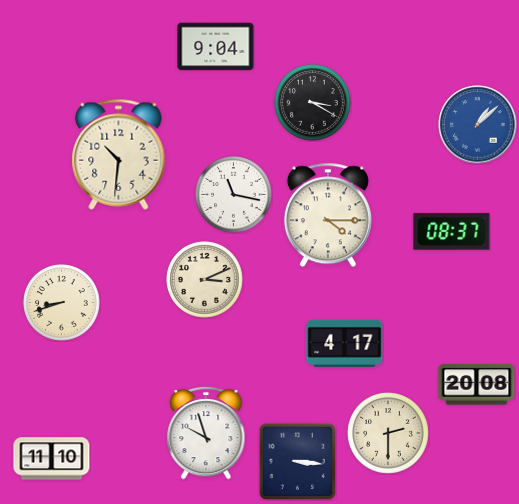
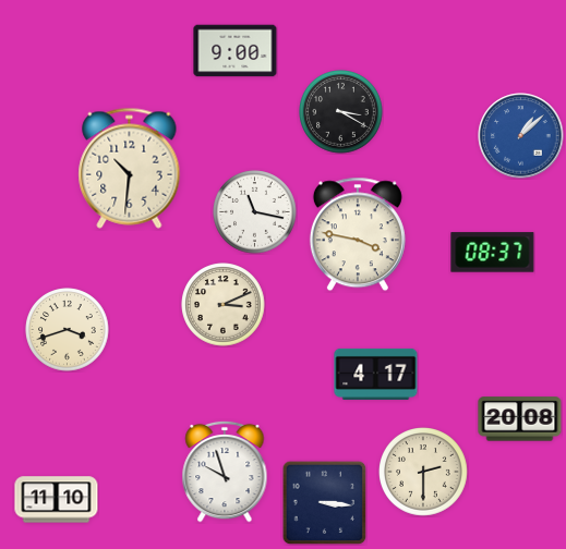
clock at (216, 47): 9:04 -> 9:00
clock at (328, 215): 4:15 -> 3:47
clock at (62, 303): 8:42 -> 3:42
